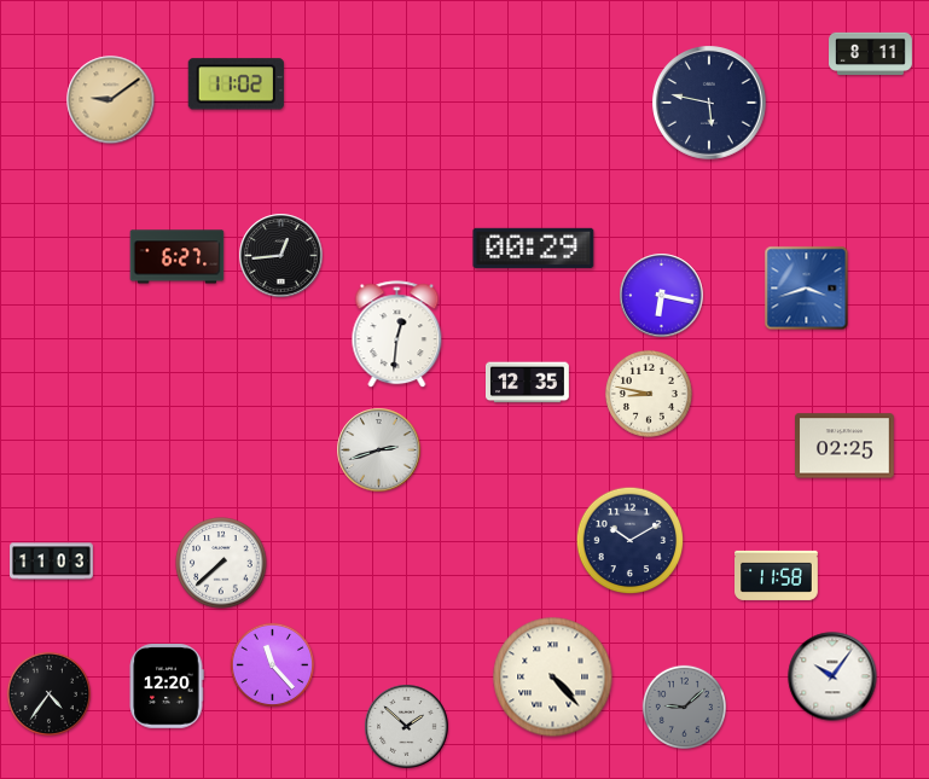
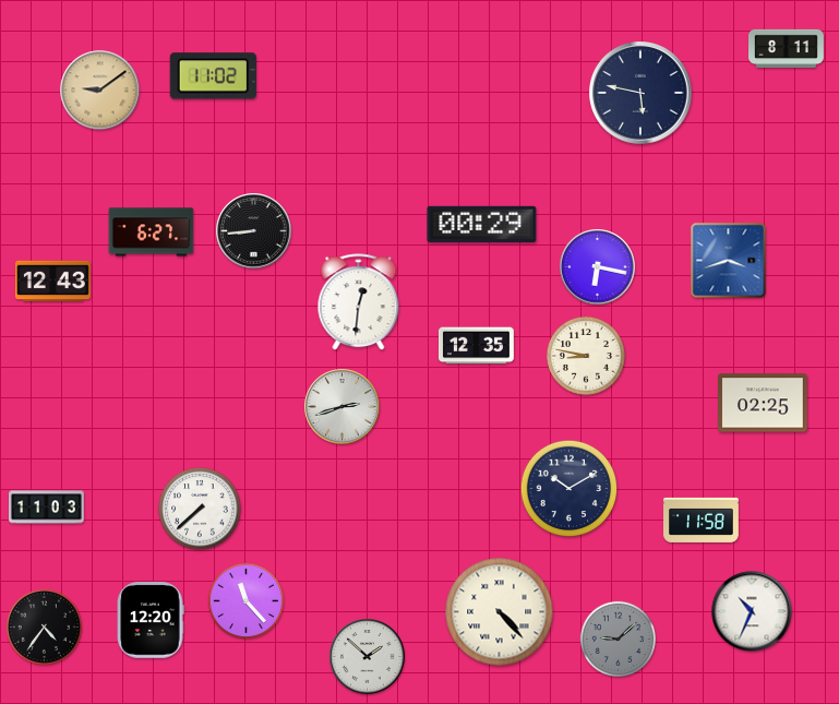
clock at (281, 256): 12:44 -> 8:44
clock at (178, 257) position: (178, 257) -> (152, 232)
clock at (52, 282): none -> 12:43
clock at (832, 676): 10:06 -> 10:34
